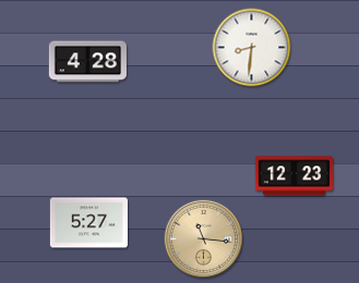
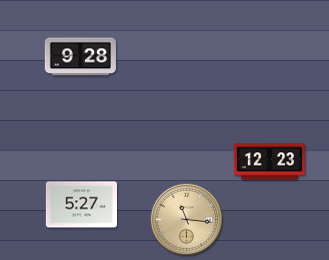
clock at (252, 48): 8:31 -> none
clock at (87, 62): 4:28 -> 9:28
